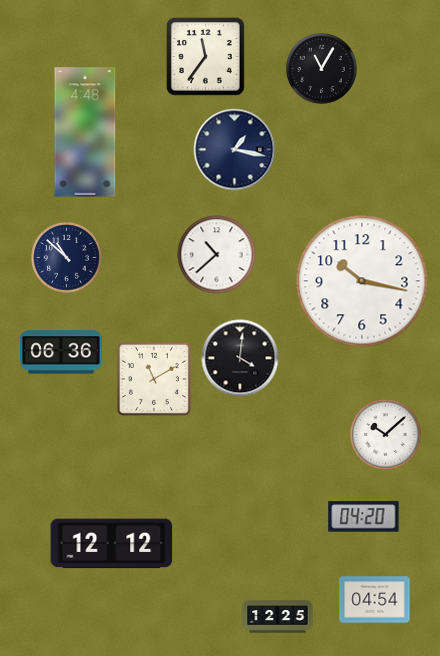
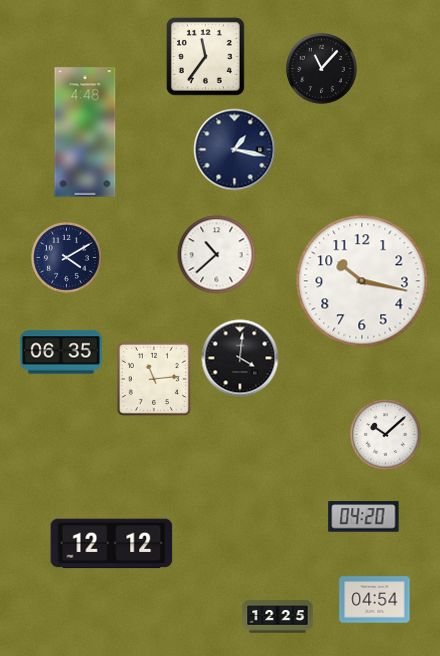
clock at (322, 69): 11:05 -> 11:07
clock at (67, 258): 10:52 -> 4:10
clock at (61, 352): 06:36 -> 06:35
clock at (154, 379): 11:10 -> 11:14
